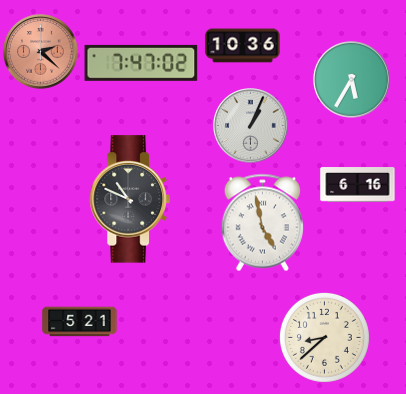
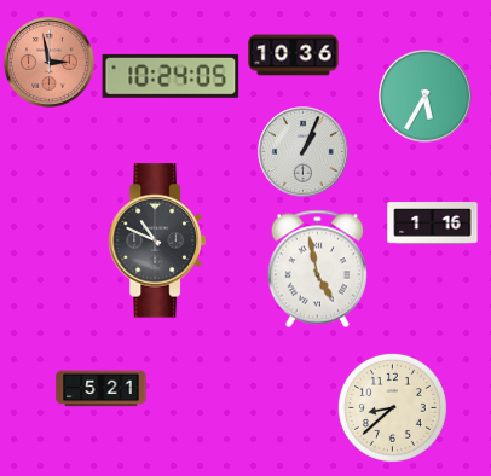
clock at (41, 52): 2:22 -> 2:58
clock at (141, 63): 7:47 -> 10:24
clock at (358, 185): 6:16 -> 1:16
clock at (80, 322) position: (80, 322) -> (102, 389)
